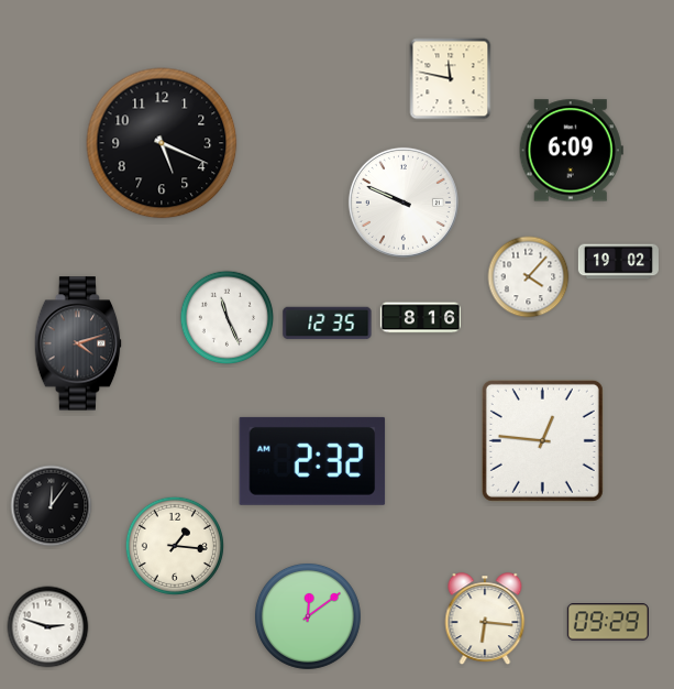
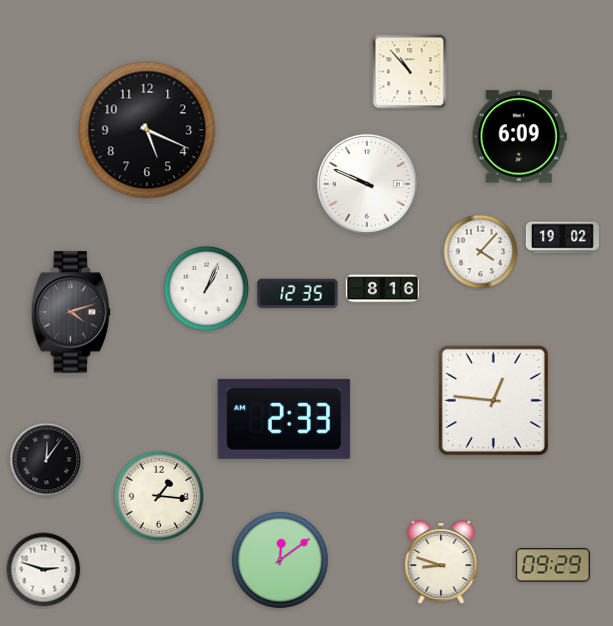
clock at (451, 79): 11:47 -> 10:53
clock at (228, 318): 11:26 -> 1:04
clock at (312, 461): 2:32 -> 2:33
clock at (485, 620): 6:16 -> 8:48
